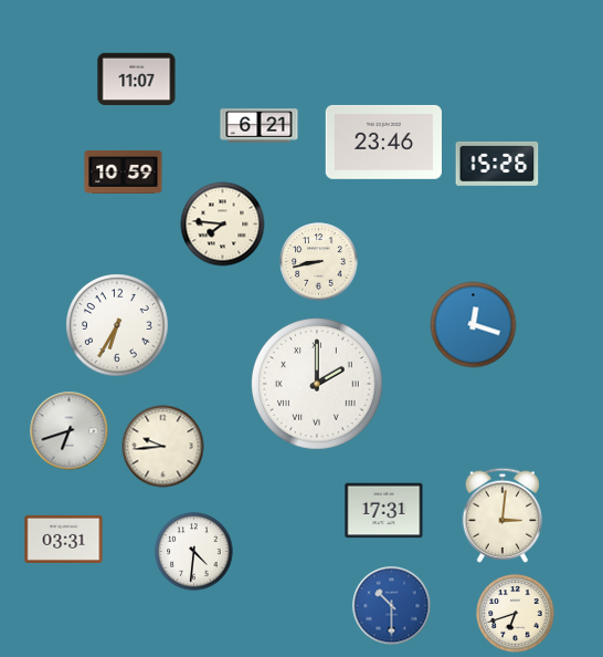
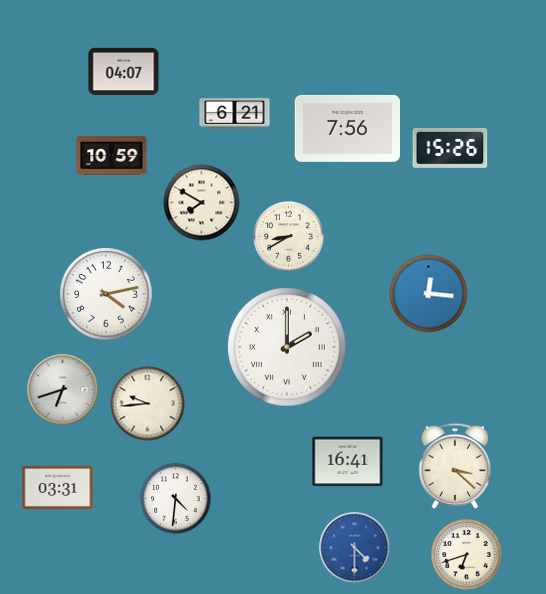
clock at (137, 80): 11:07 -> 04:07
clock at (383, 142): 23:46 -> 7:56
clock at (223, 225): 7:46 -> 7:50
clock at (319, 262): 8:43 -> 8:40
clock at (474, 325): 12:18 -> 12:16
clock at (118, 326): 6:35 -> 4:13
clock at (384, 511): 17:31 -> 16:41
clock at (501, 515): 3:01 -> 3:22
clock at (392, 606): 10:30 -> 4:30
